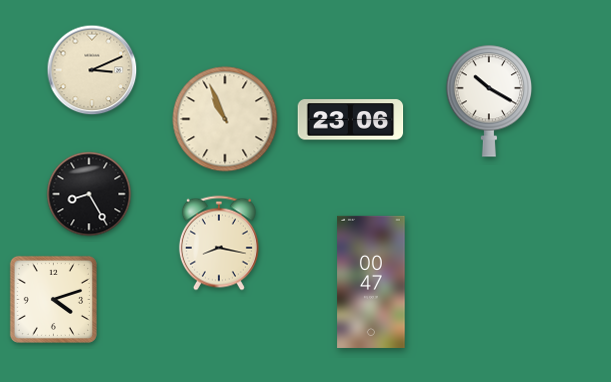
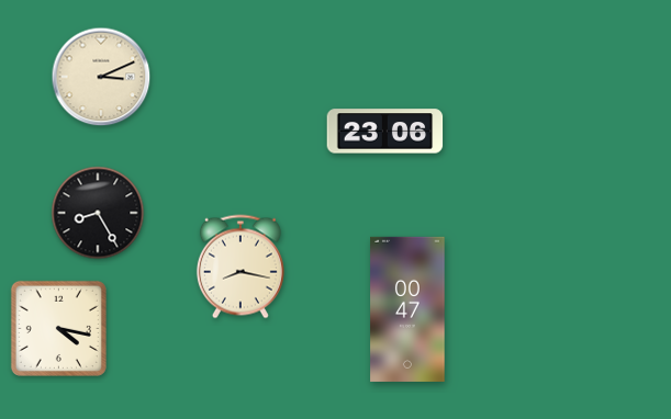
clock at (489, 101): 10:20 -> none
clock at (225, 119): 10:56 -> none
clock at (53, 299): 4:12 -> 4:17
